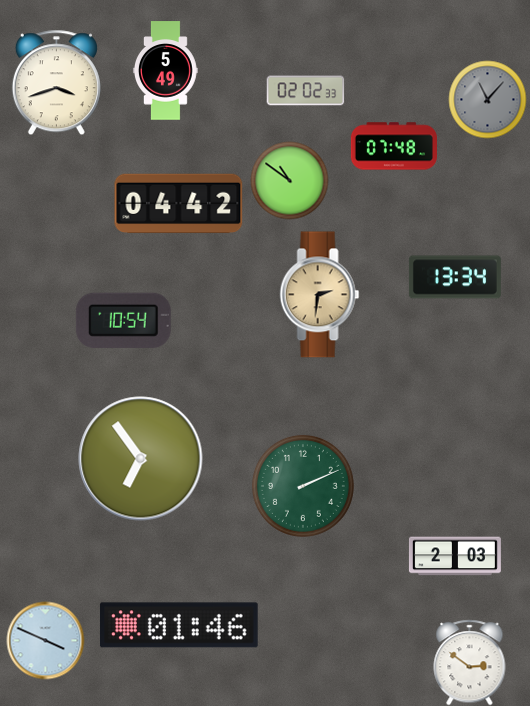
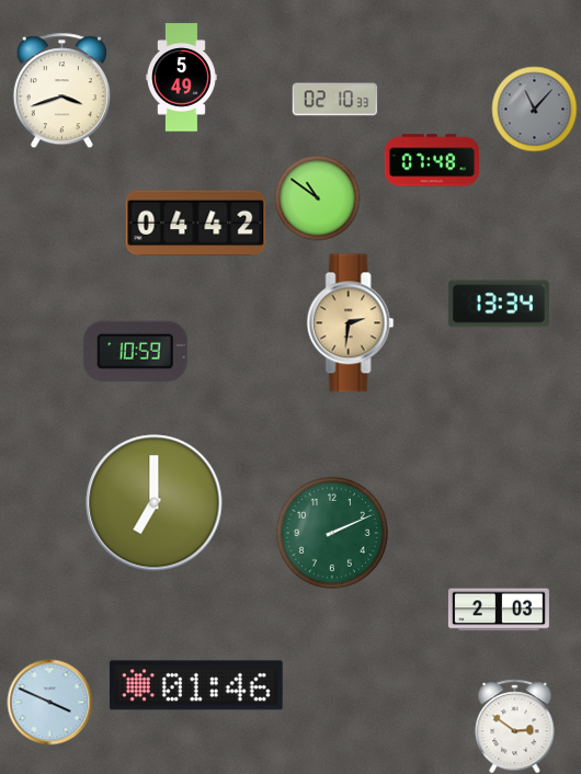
clock at (305, 91): 02:02 -> 02:10
clock at (123, 320): 10:54 -> 10:59
clock at (141, 459): 6:54 -> 7:00
